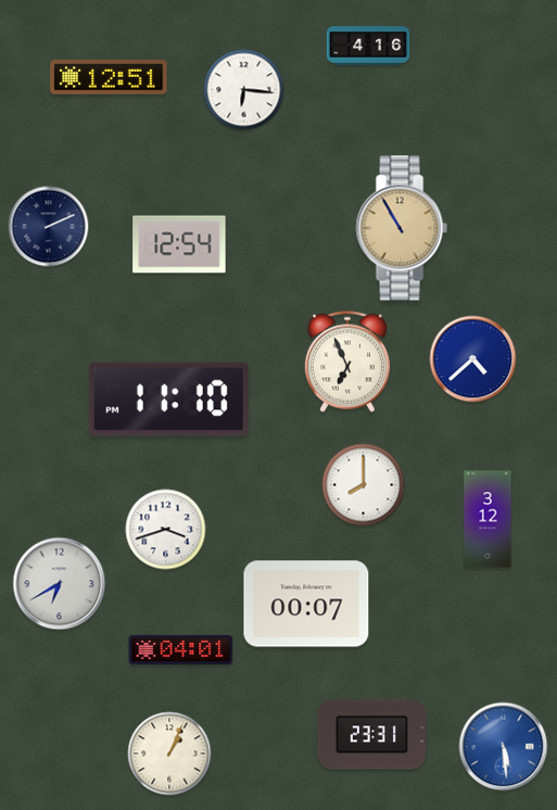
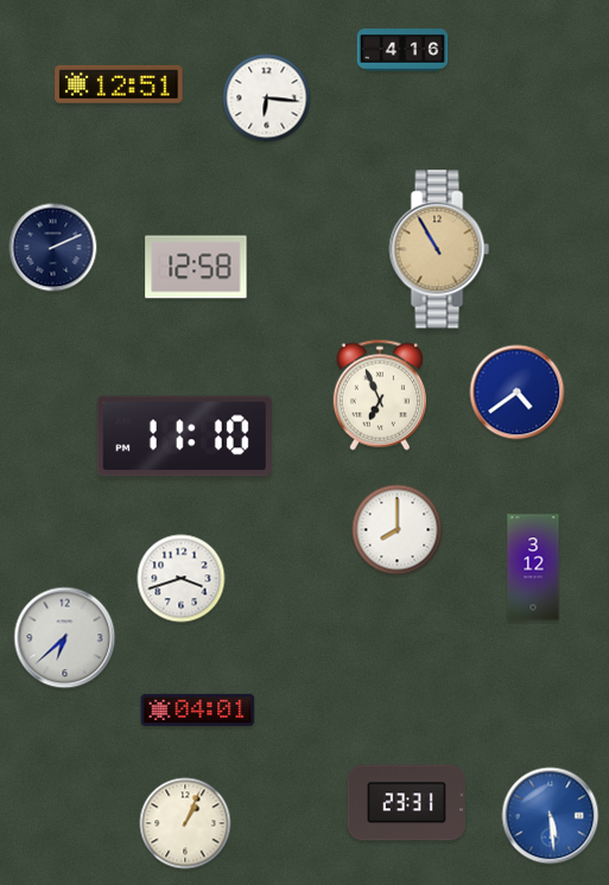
clock at (179, 244): 12:54 -> 12:58
clock at (473, 359): 4:38 -> 4:39
clock at (60, 584): 6:40 -> 6:38
clock at (306, 604): 00:07 -> none
